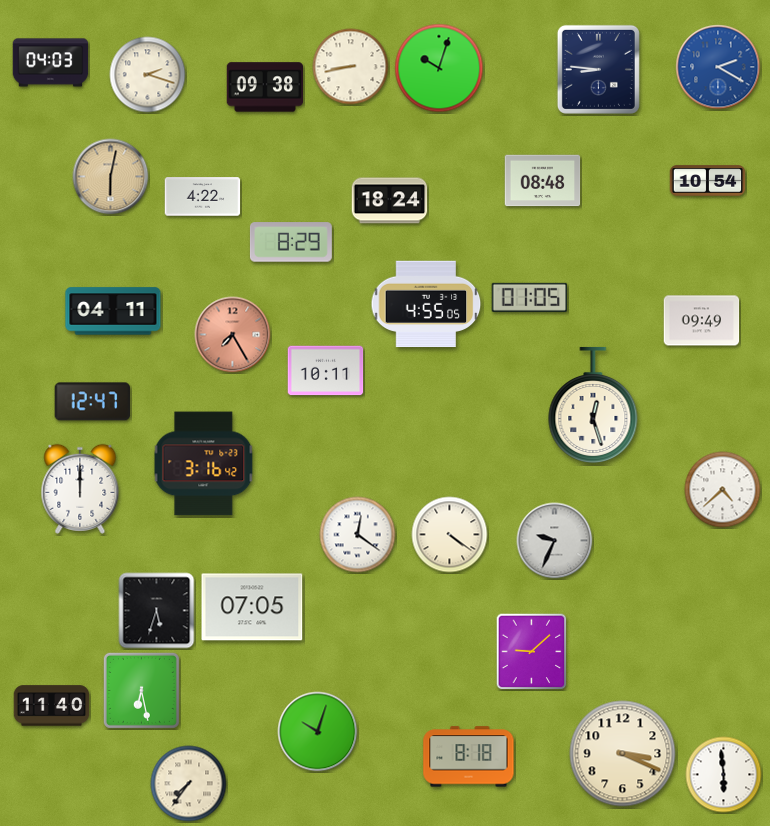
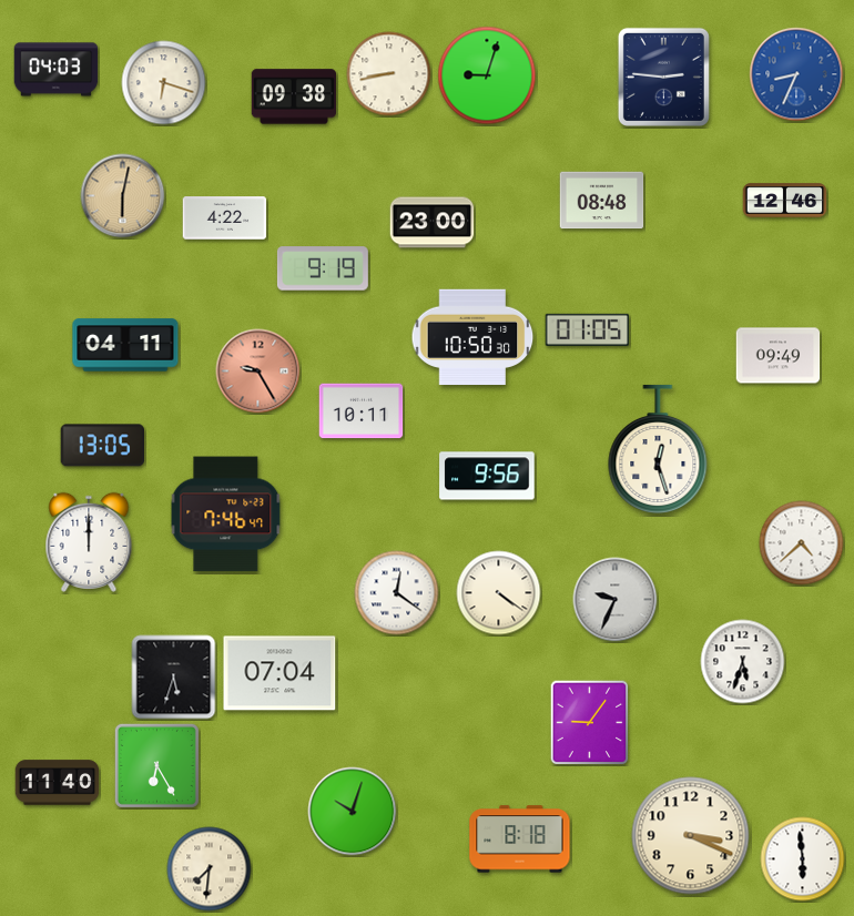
clock at (718, 67): 2:20 -> 8:34
clock at (439, 68): 10:03 -> 9:03
clock at (598, 69): 8:46 -> 2:46
clock at (148, 75): 2:18 -> 6:18
clock at (708, 181): 10:54 -> 12:46
clock at (390, 201): 18:24 -> 23:00
clock at (291, 242): 8:29 -> 9:19
clock at (426, 304): 4:55 -> 10:50
clock at (233, 335): 7:25 -> 9:25
clock at (93, 402): 12:47 -> 13:05
clock at (487, 476): none -> 9:56
clock at (204, 464): 3:16 -> 7:46
clock at (743, 662): none -> 5:33
clock at (252, 607): 07:05 -> 07:04
clock at (532, 652): 9:08 -> 9:06
clock at (141, 690): 6:28 -> 6:25
clock at (189, 784): 7:36 -> 7:31
